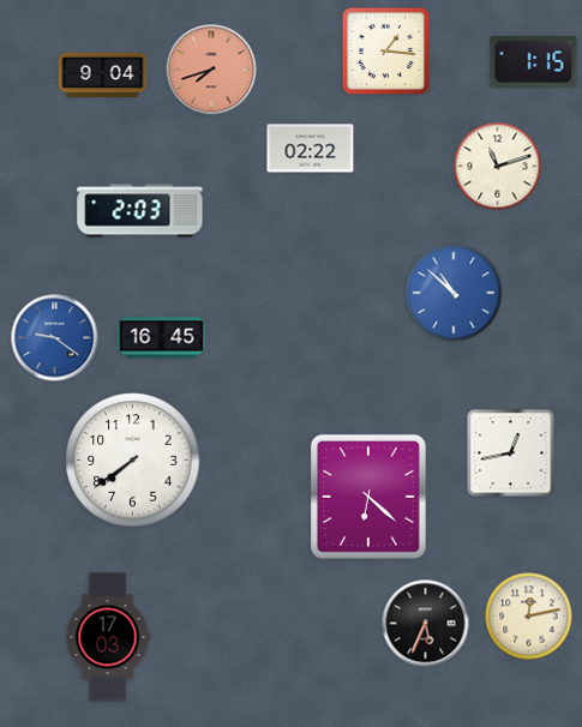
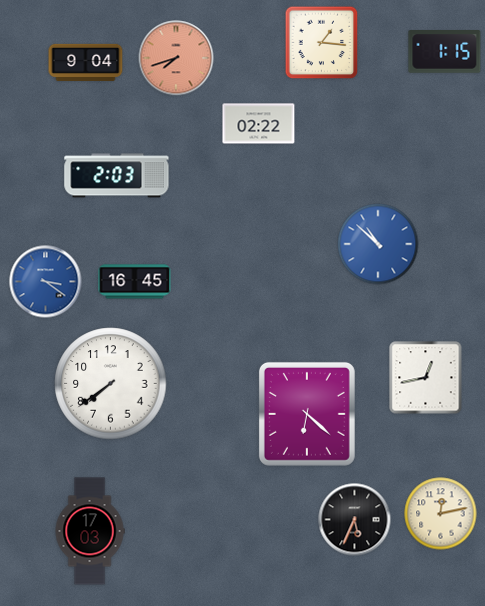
clock at (498, 167): 11:12 -> none
clock at (55, 338): 9:21 -> 3:21
